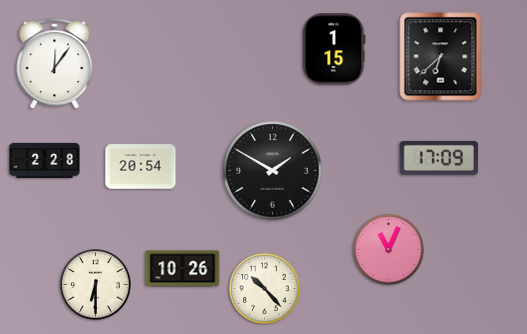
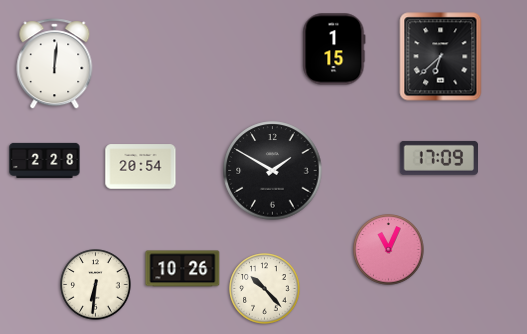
clock at (55, 64): 12:06 -> 12:01
clock at (96, 285): 6:30 -> 6:31
